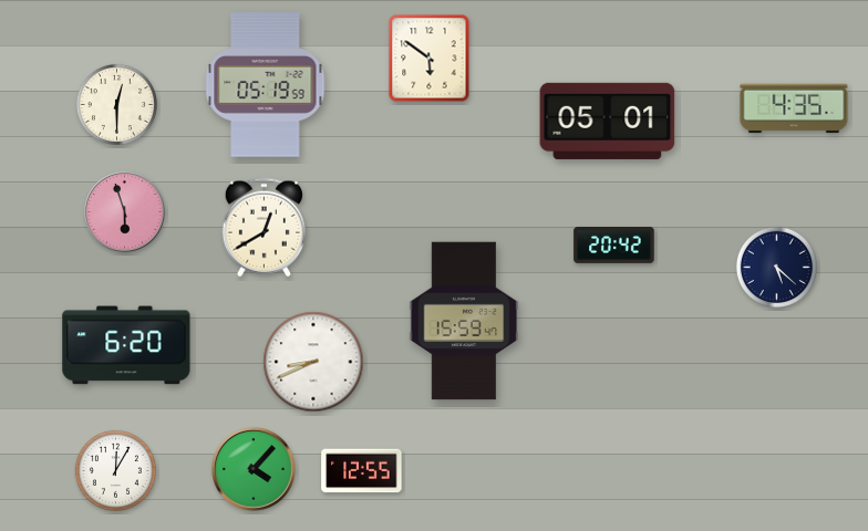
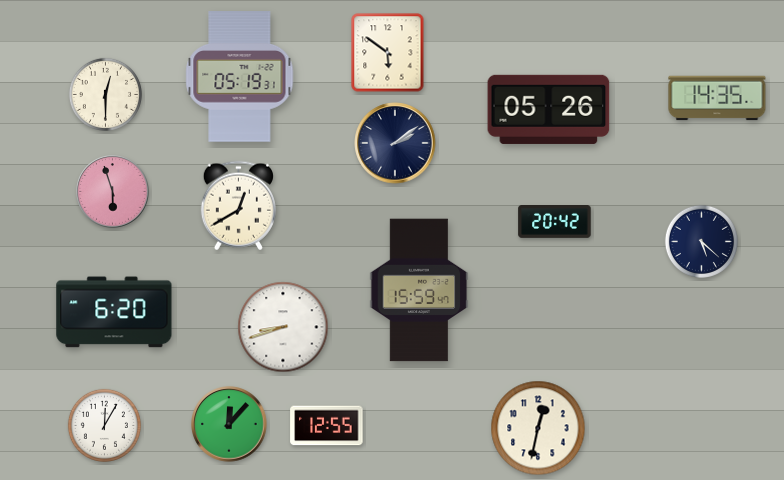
clock at (266, 85): 05:19:59 -> 05:19:31
clock at (794, 108): 4:35 -> 14:35
clock at (608, 121): 05:01 -> 05:26
clock at (395, 143): none -> 2:09
clock at (313, 362): 8:41 -> 8:42
clock at (254, 469): 4:07 -> 12:07
clock at (538, 428): none -> 12:32
